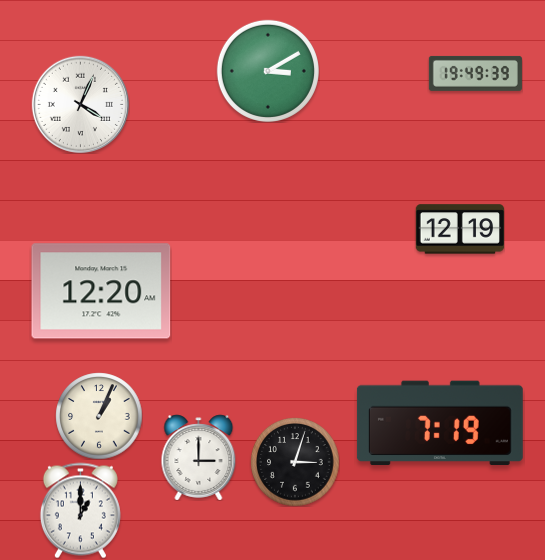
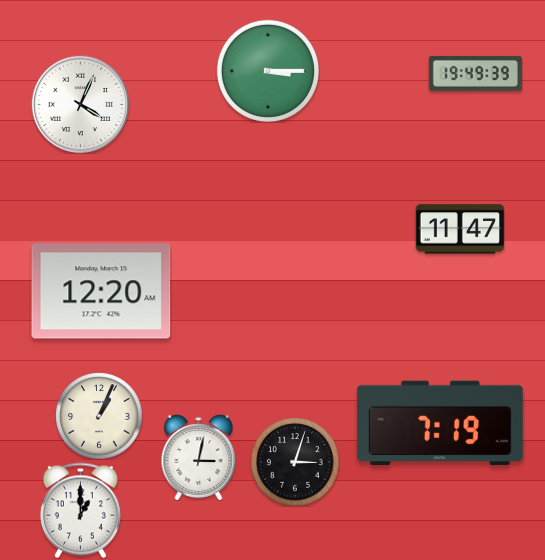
clock at (268, 71): 3:10 -> 3:15
clock at (460, 229): 12:19 -> 11:47
clock at (199, 457): 3:00 -> 3:02
